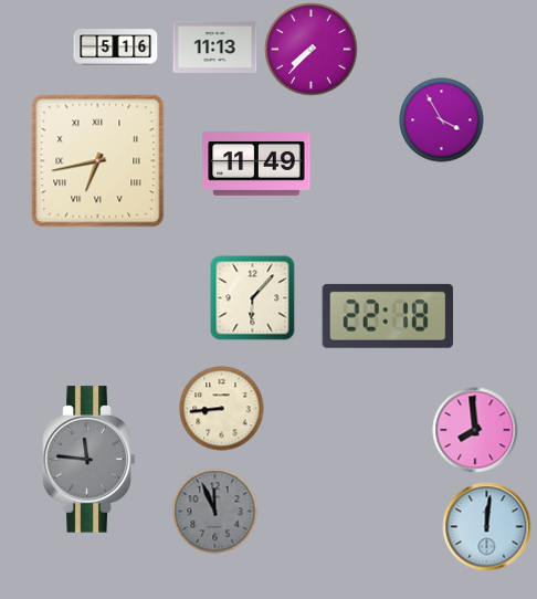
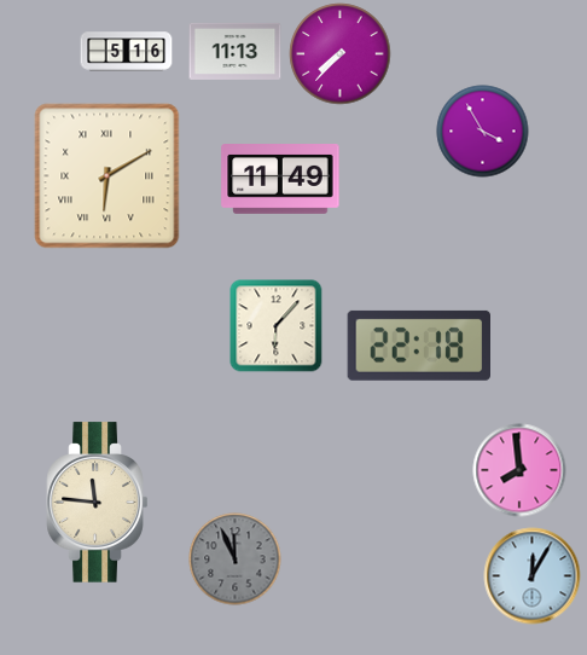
clock at (98, 161): 6:43 -> 6:10
clock at (388, 316) position: (388, 316) -> (419, 346)
clock at (222, 409): 8:44 -> none
clock at (89, 460) dial: grey -> cream
clock at (487, 527): 12:01 -> 12:05
